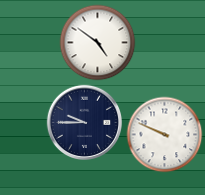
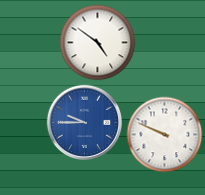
clock at (85, 123) dial: navy -> blue
